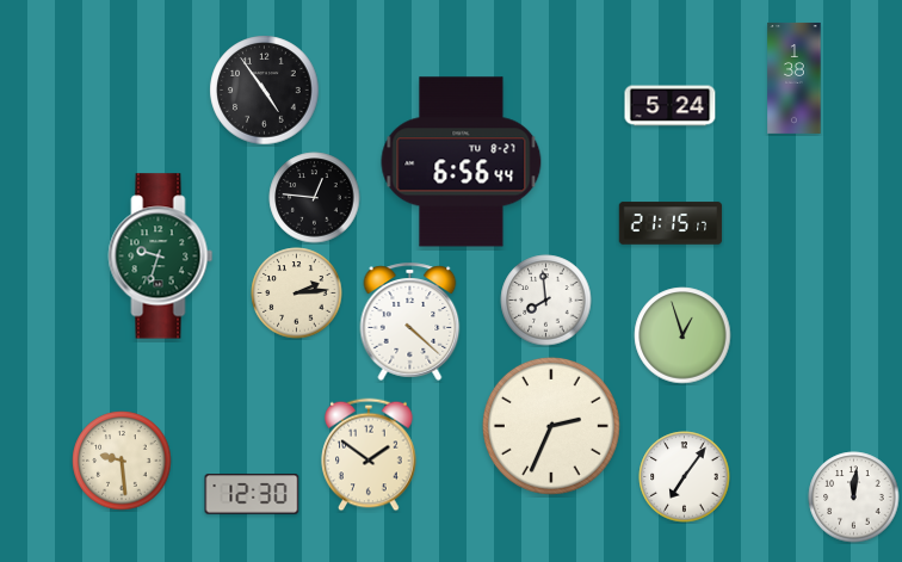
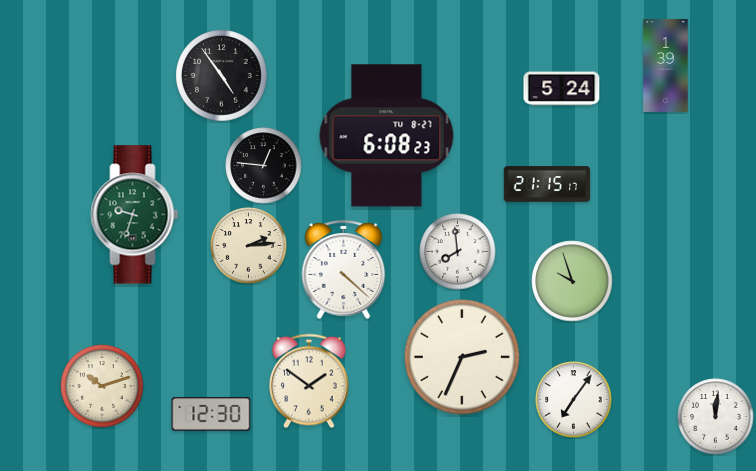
clock at (795, 78): 1:38 -> 1:39
clock at (462, 162): 6:56 -> 6:08
clock at (671, 223) position: (671, 223) -> (547, 184)
clock at (682, 335): 12:57 -> 9:57
clock at (122, 461): 9:29 -> 10:12
